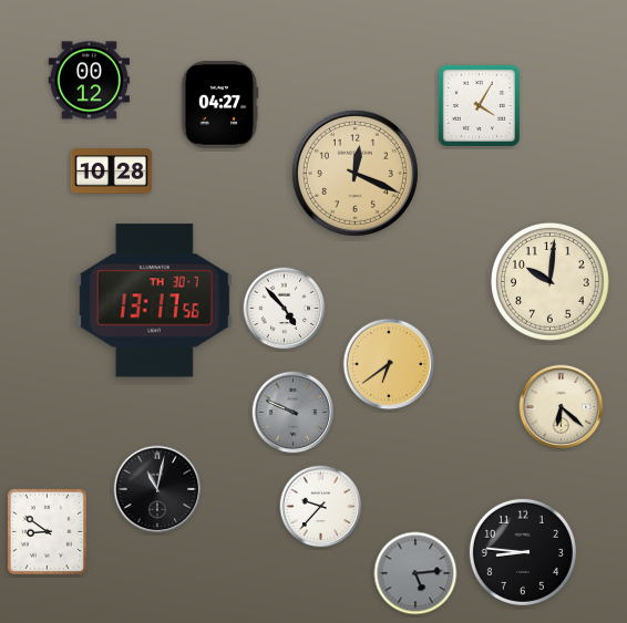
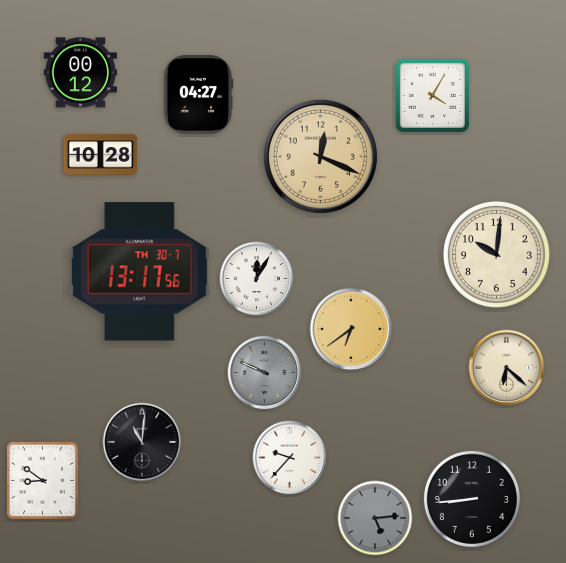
clock at (285, 309): 4:53 -> 12:05
clock at (157, 489): 11:02 -> 11:01
clock at (523, 552): 8:46 -> 8:44
